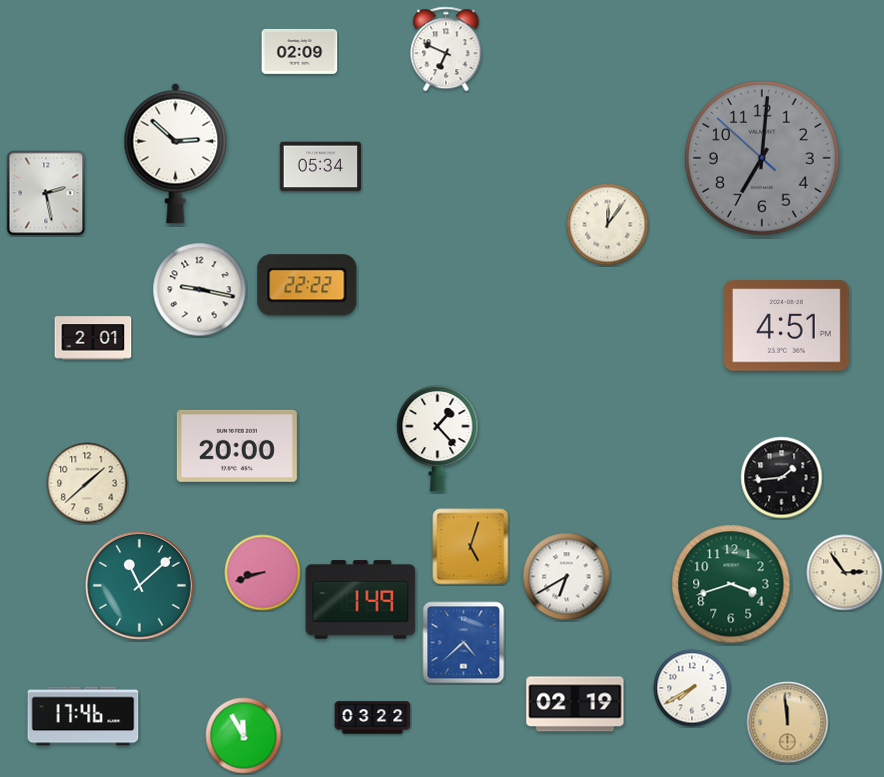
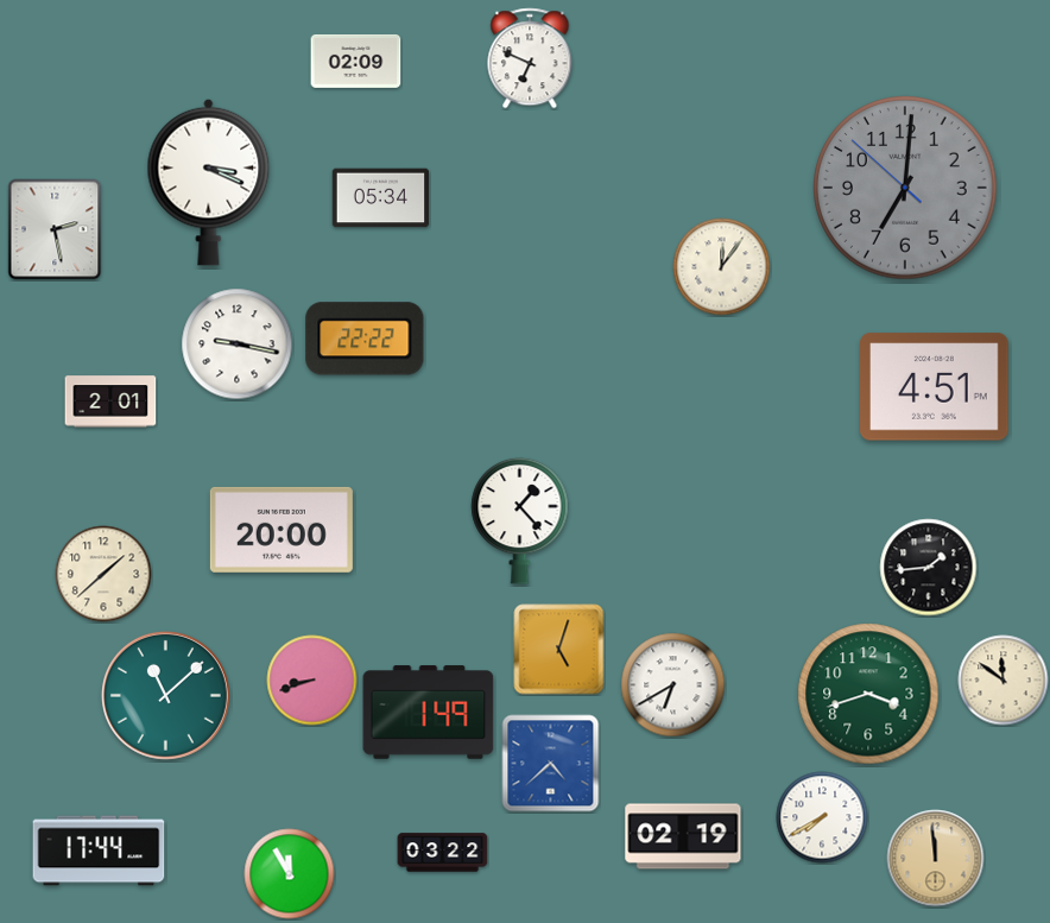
clock at (176, 153): 2:52 -> 3:19
clock at (845, 573): 2:54 -> 11:51
clock at (83, 716): 17:46 -> 17:44
